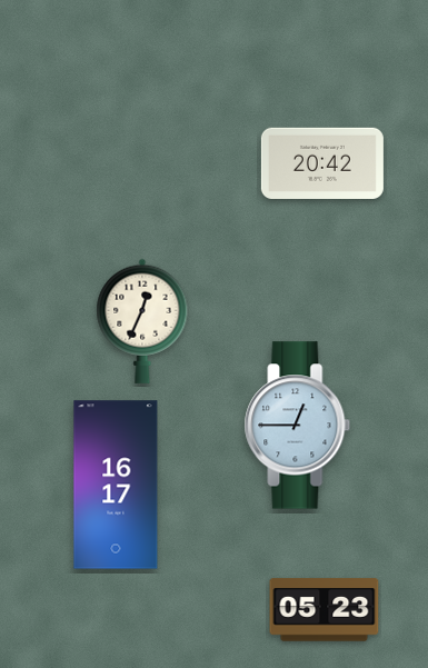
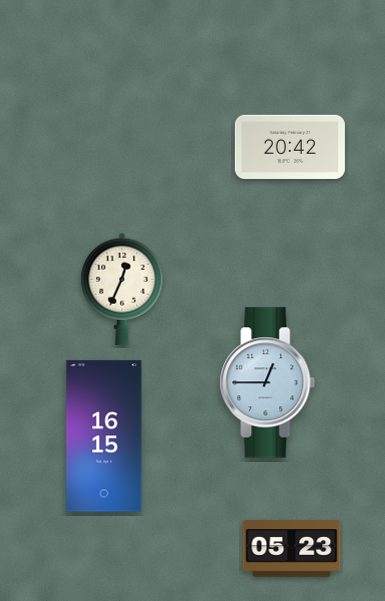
clock at (142, 321) position: (142, 321) -> (122, 289)
clock at (116, 485): 16:17 -> 16:15
